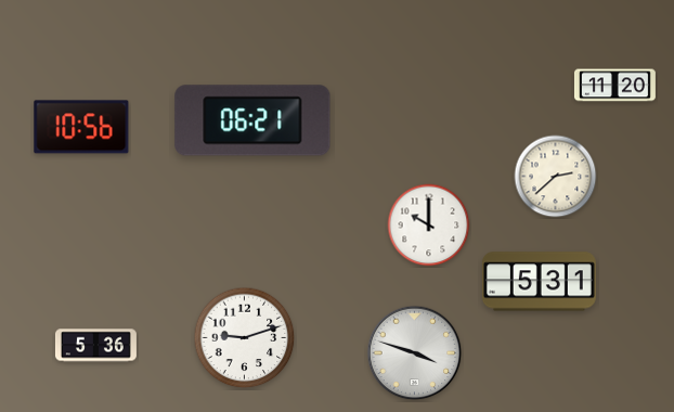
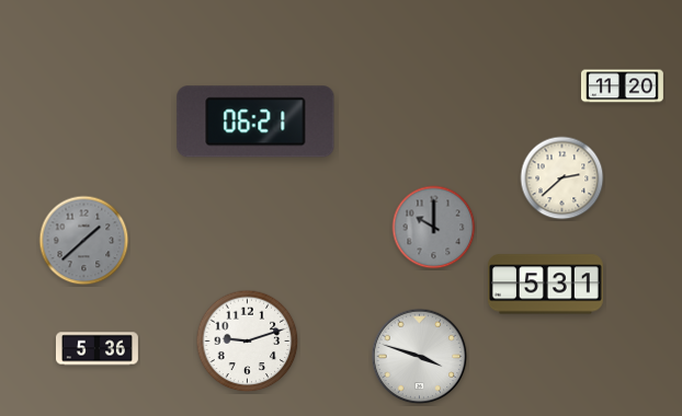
clock at (81, 127): 10:56 -> none
clock at (429, 226) dial: white -> grey
clock at (84, 241): none -> 1:38
